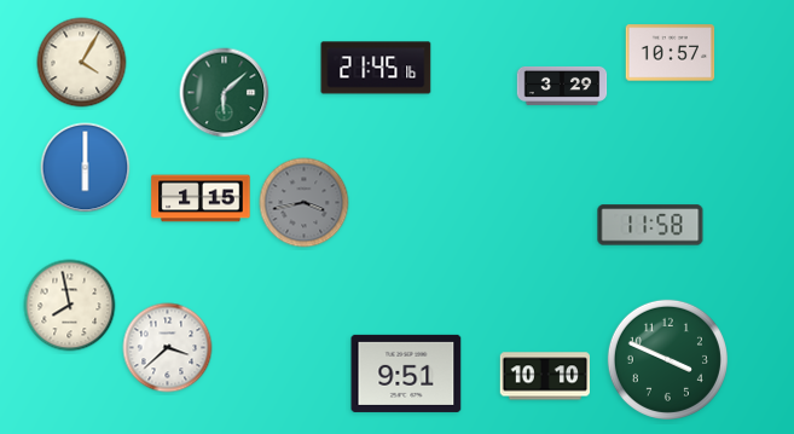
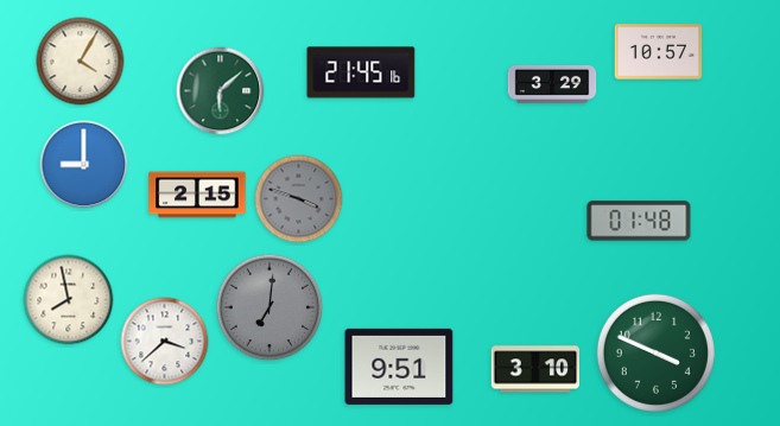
clock at (376, 68) position: (376, 68) -> (361, 72)
clock at (86, 168): 6:00 -> 9:00
clock at (201, 198): 1:15 -> 2:15
clock at (305, 203): 3:43 -> 3:48
clock at (650, 225): 11:58 -> 01:48
clock at (269, 307): none -> 7:01
clock at (544, 376): 10:10 -> 3:10
